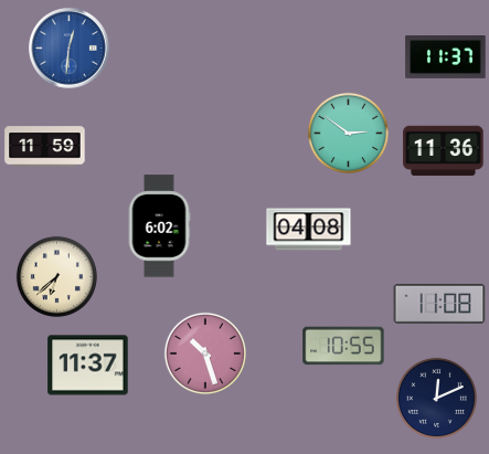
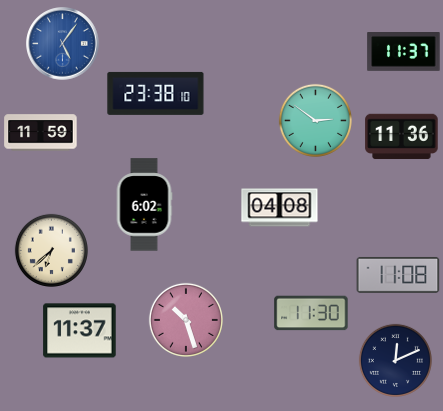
clock at (70, 49): 12:31 -> 5:06
clock at (156, 93): none -> 23:38
clock at (343, 346): 10:55 -> 11:30
